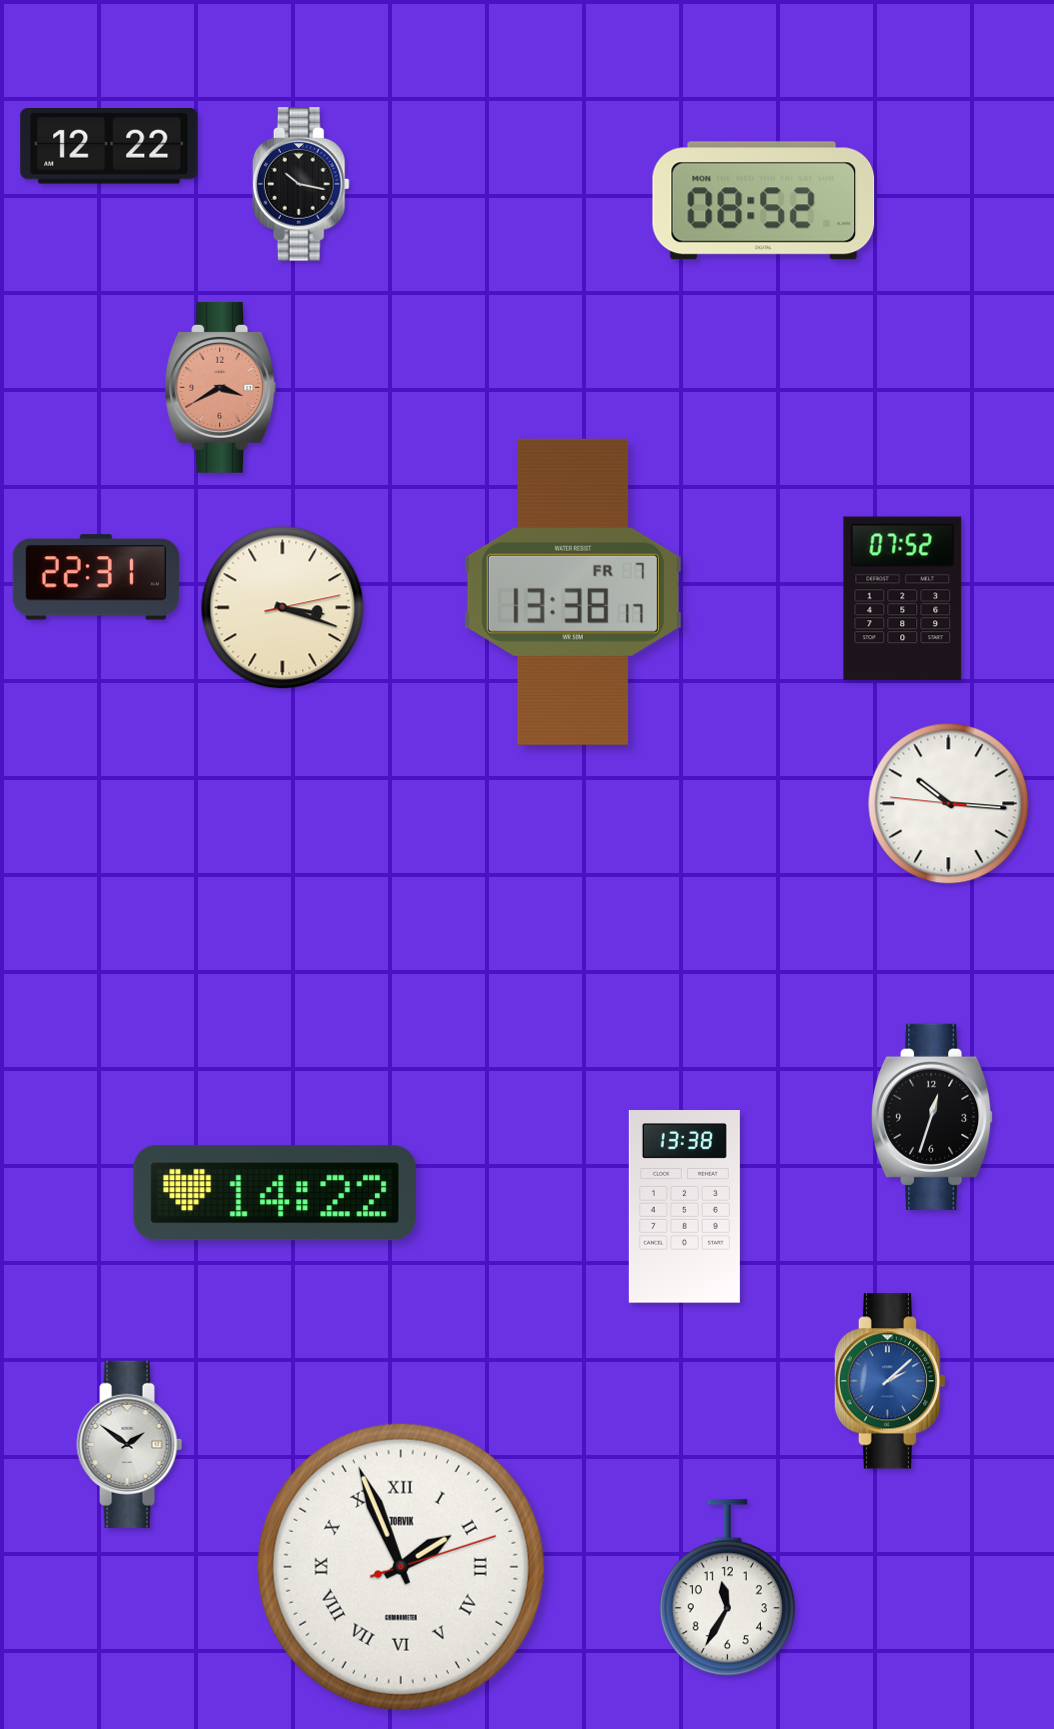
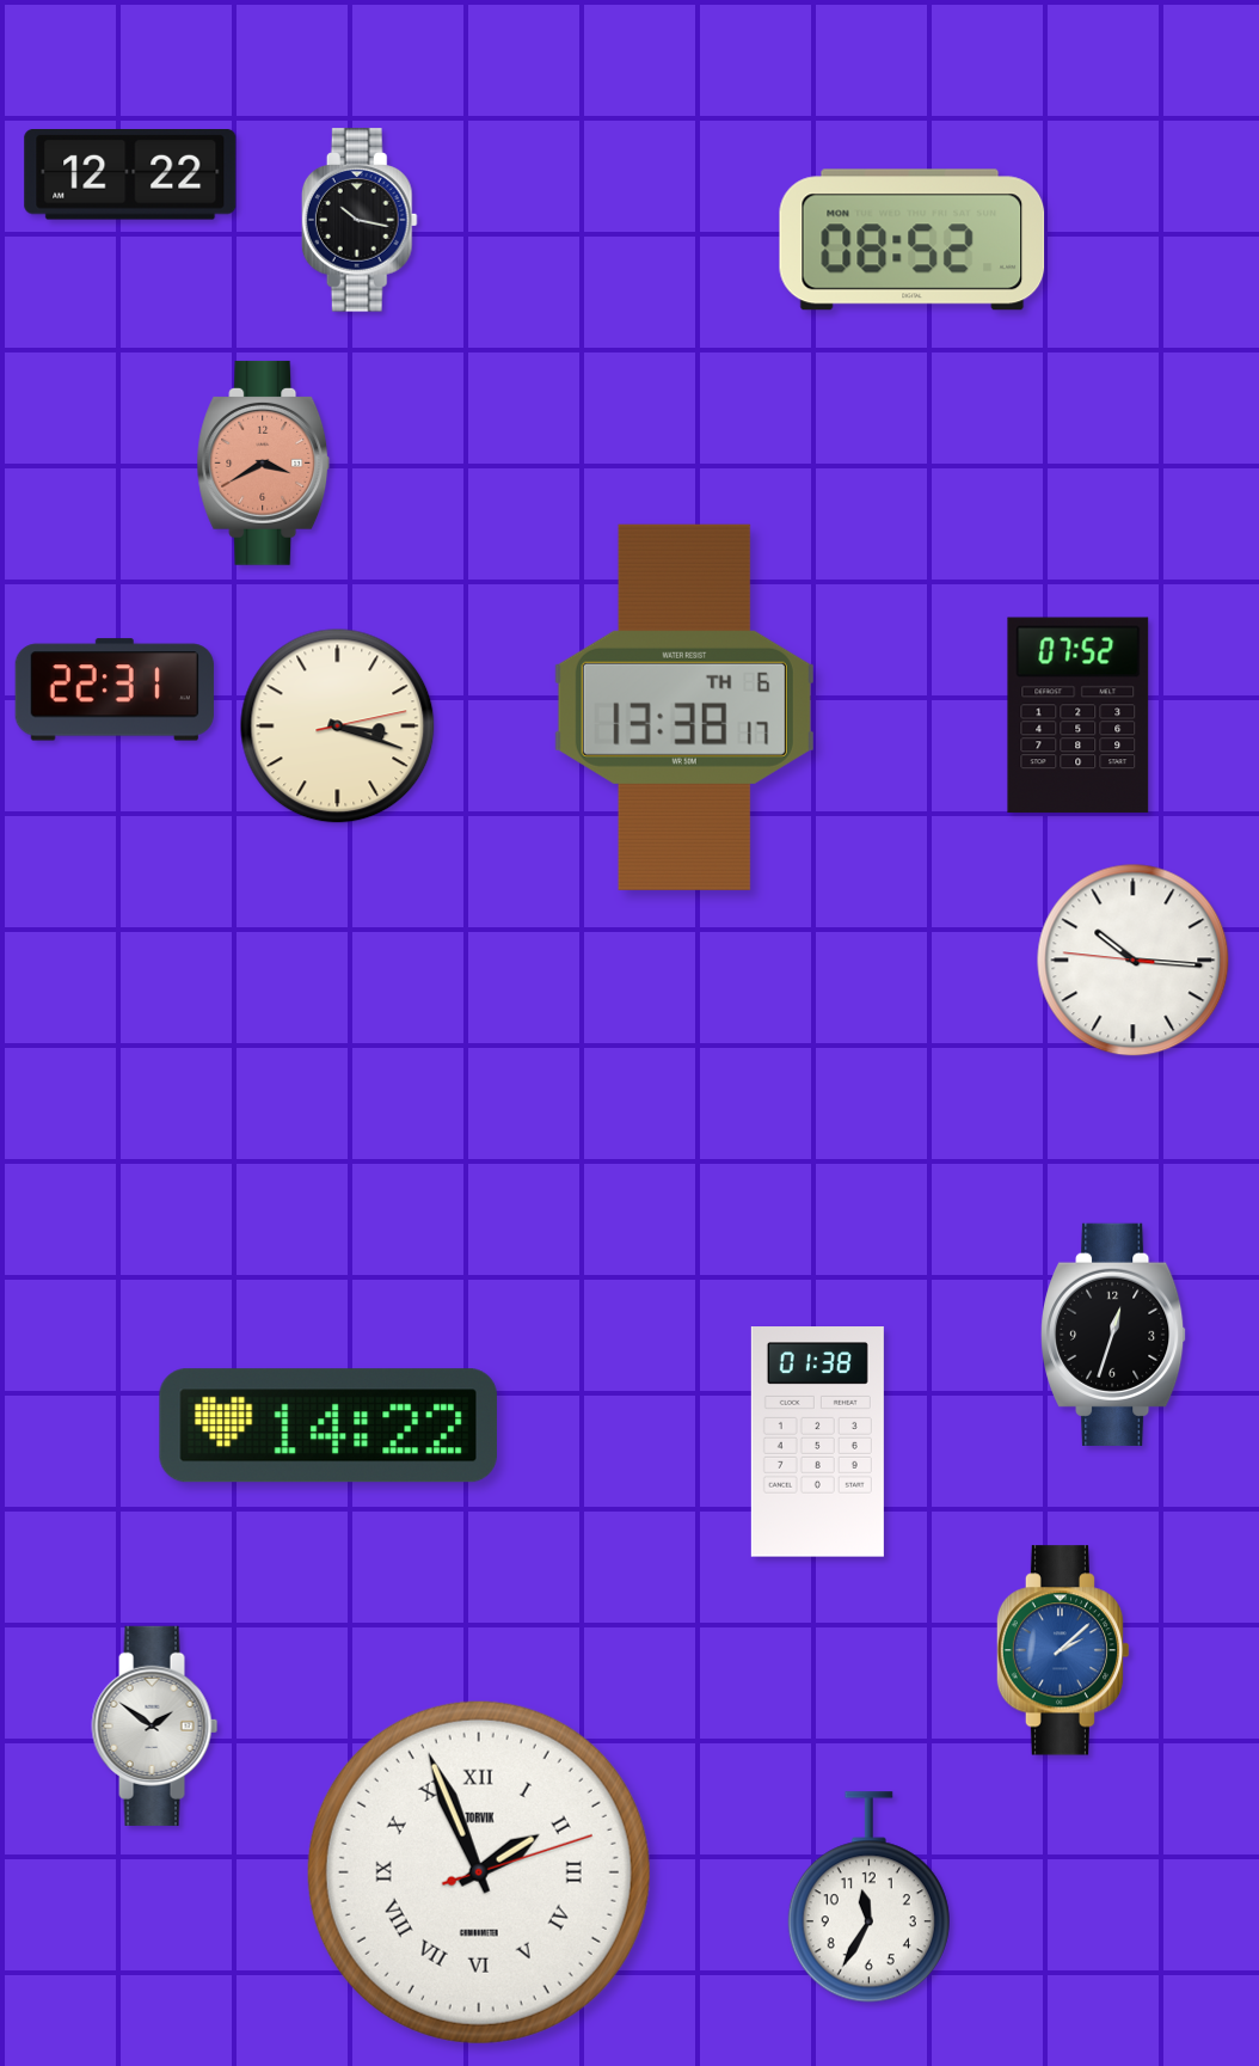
clock at (573, 592) date: FR 7 -> TH 6
clock at (684, 1207): 13:38 -> 01:38
